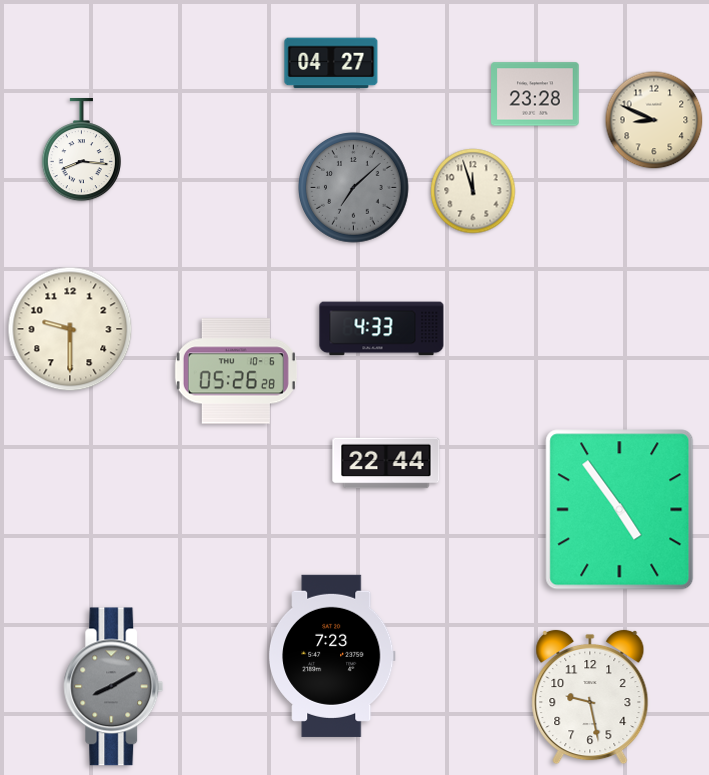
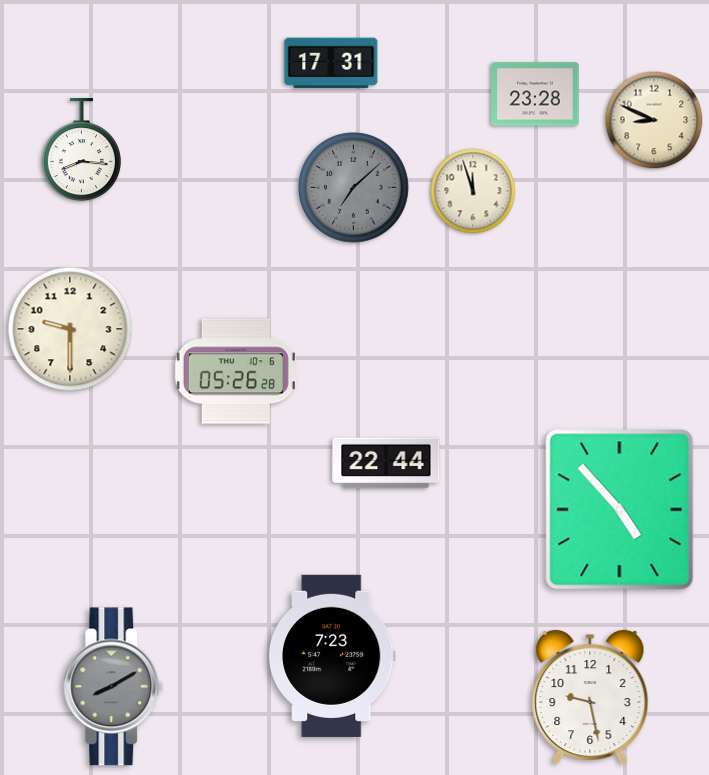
clock at (331, 63): 04:27 -> 17:31
clock at (382, 329): 4:33 -> none
clock at (620, 510): 4:54 -> 4:53
